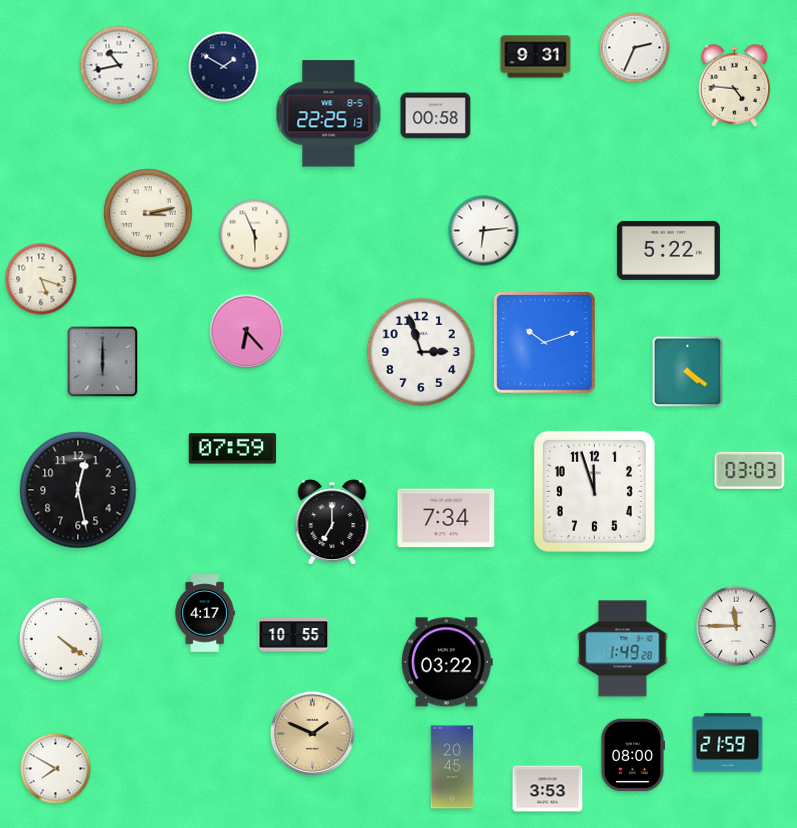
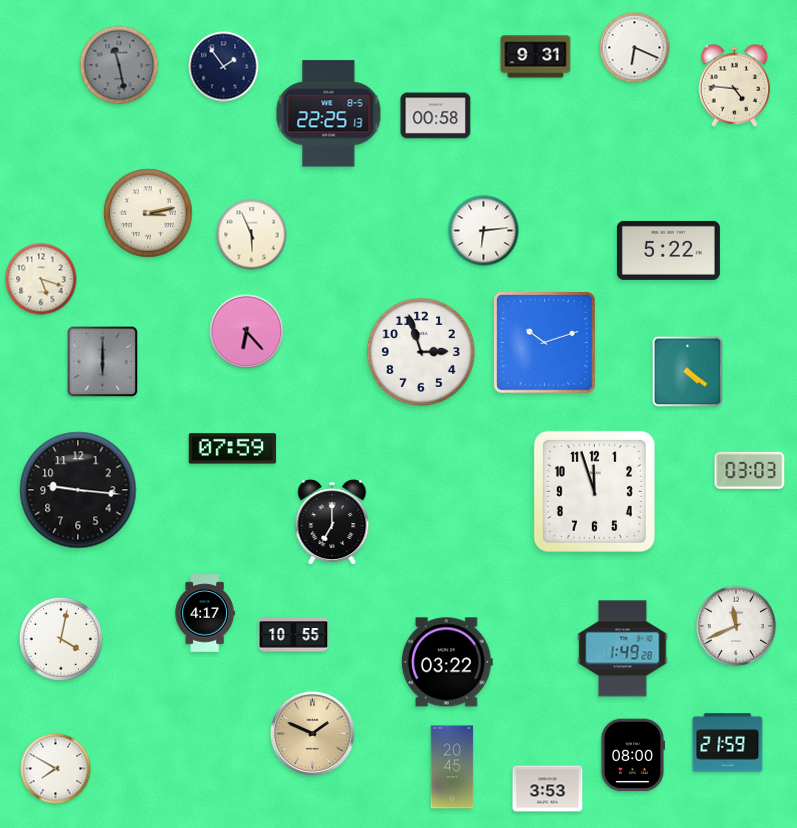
clock at (635, 48): 2:34 -> 6:19
clock at (119, 65): 10:43 -> 11:28
clock at (119, 65) dial: white -> grey
clock at (224, 67): 1:50 -> 1:54
clock at (255, 235) position: (255, 235) -> (252, 235)
clock at (78, 490): 12:28 -> 9:16
clock at (446, 518): 7:34 -> none
clock at (736, 626): 11:45 -> 11:41
clock at (61, 639): 4:21 -> 4:02
